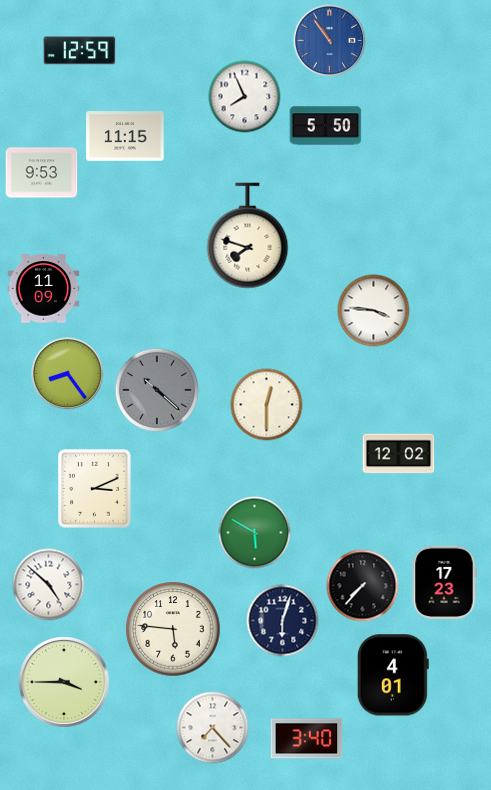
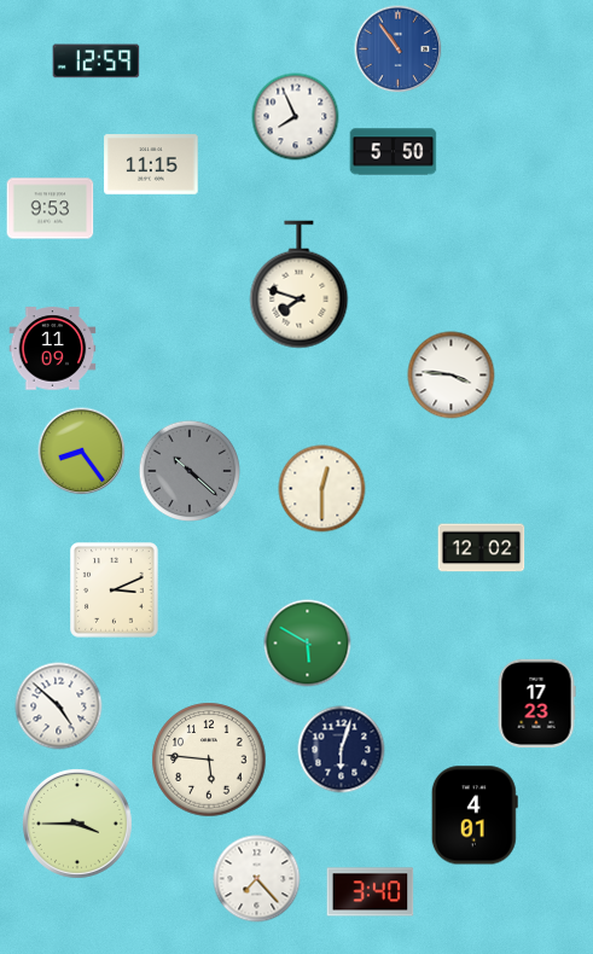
clock at (363, 586): 7:37 -> none
